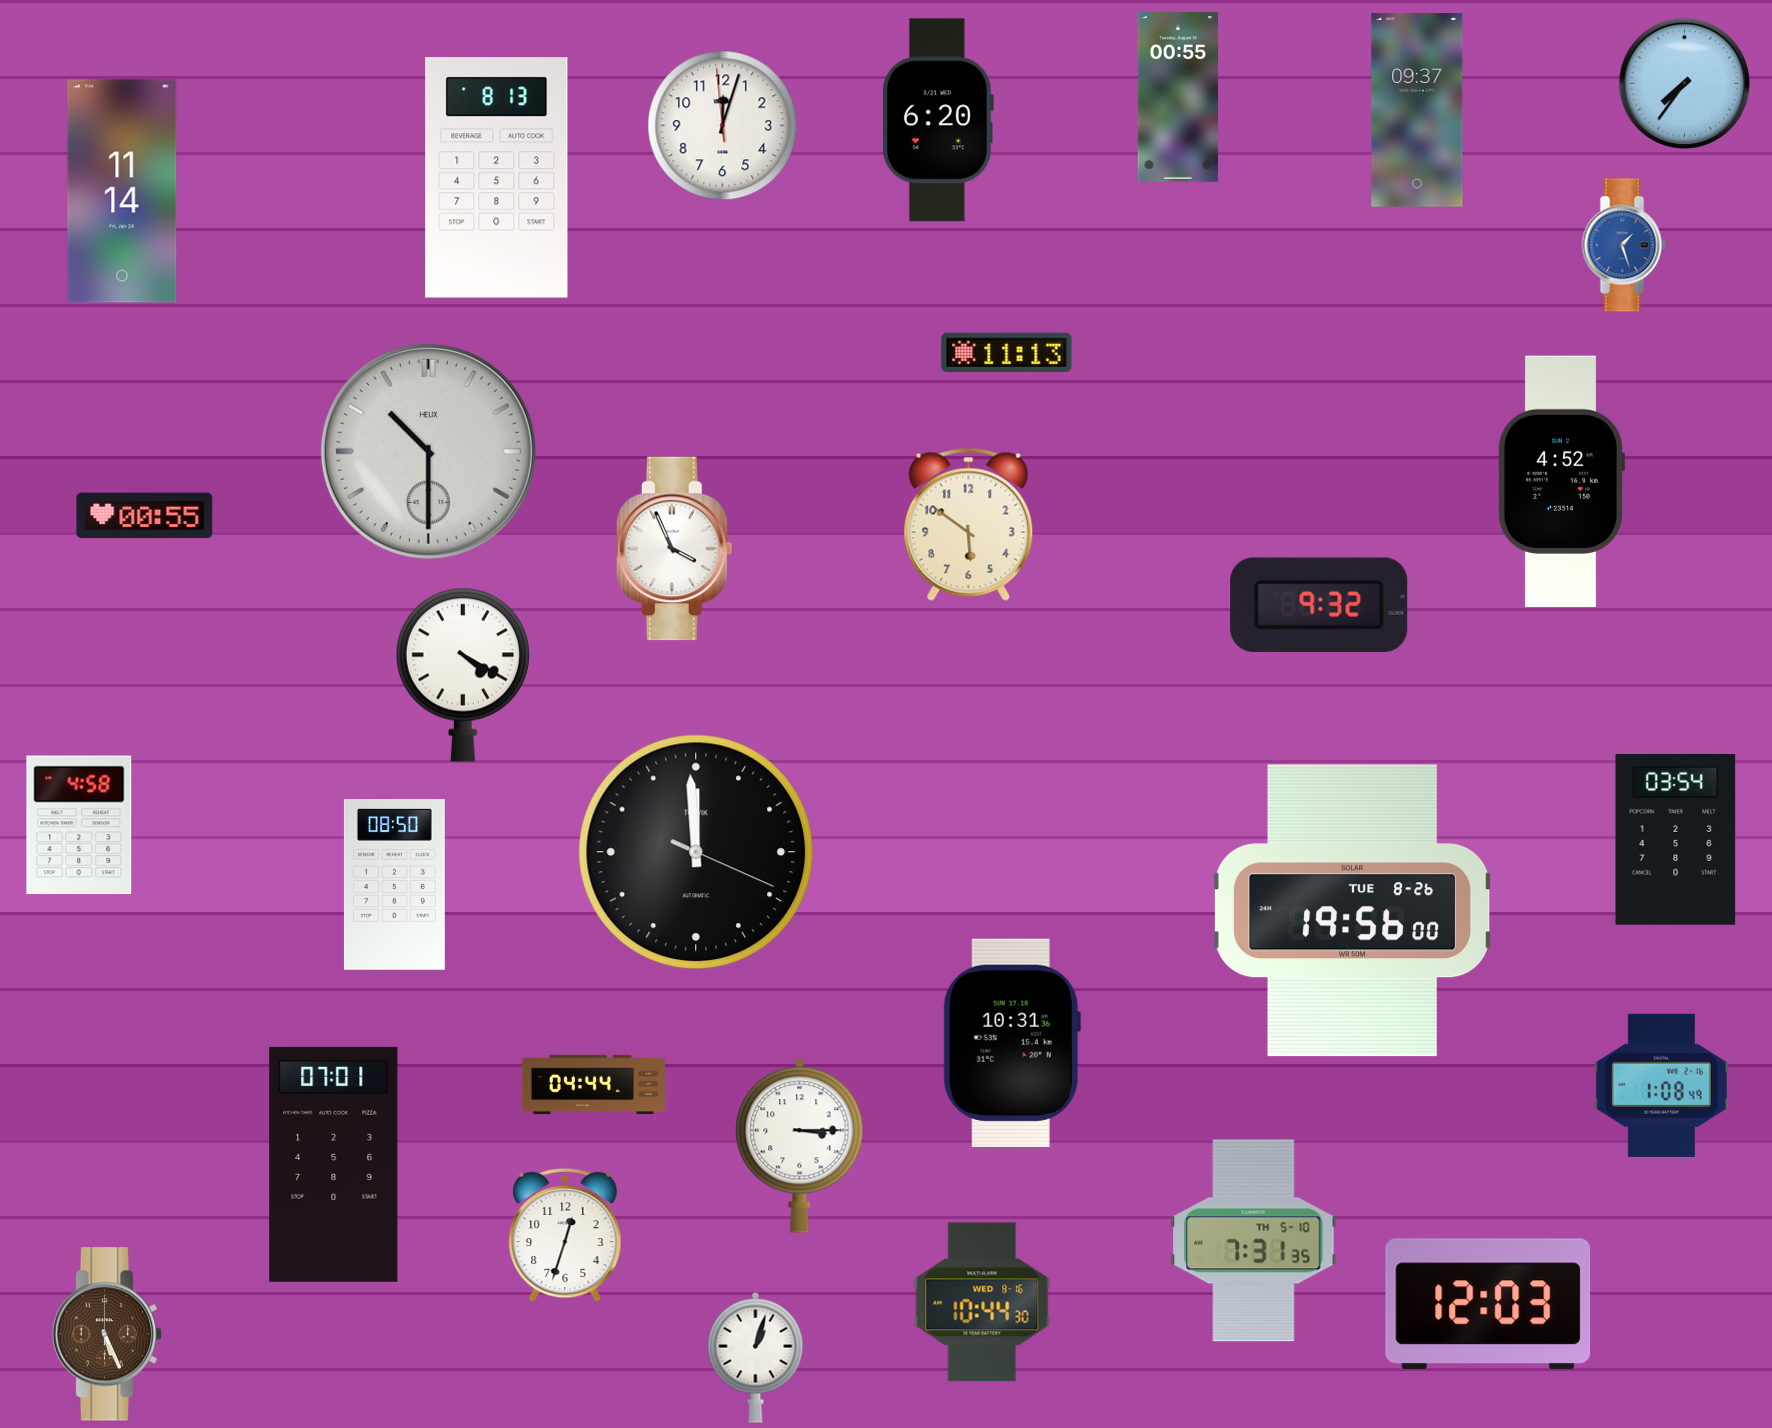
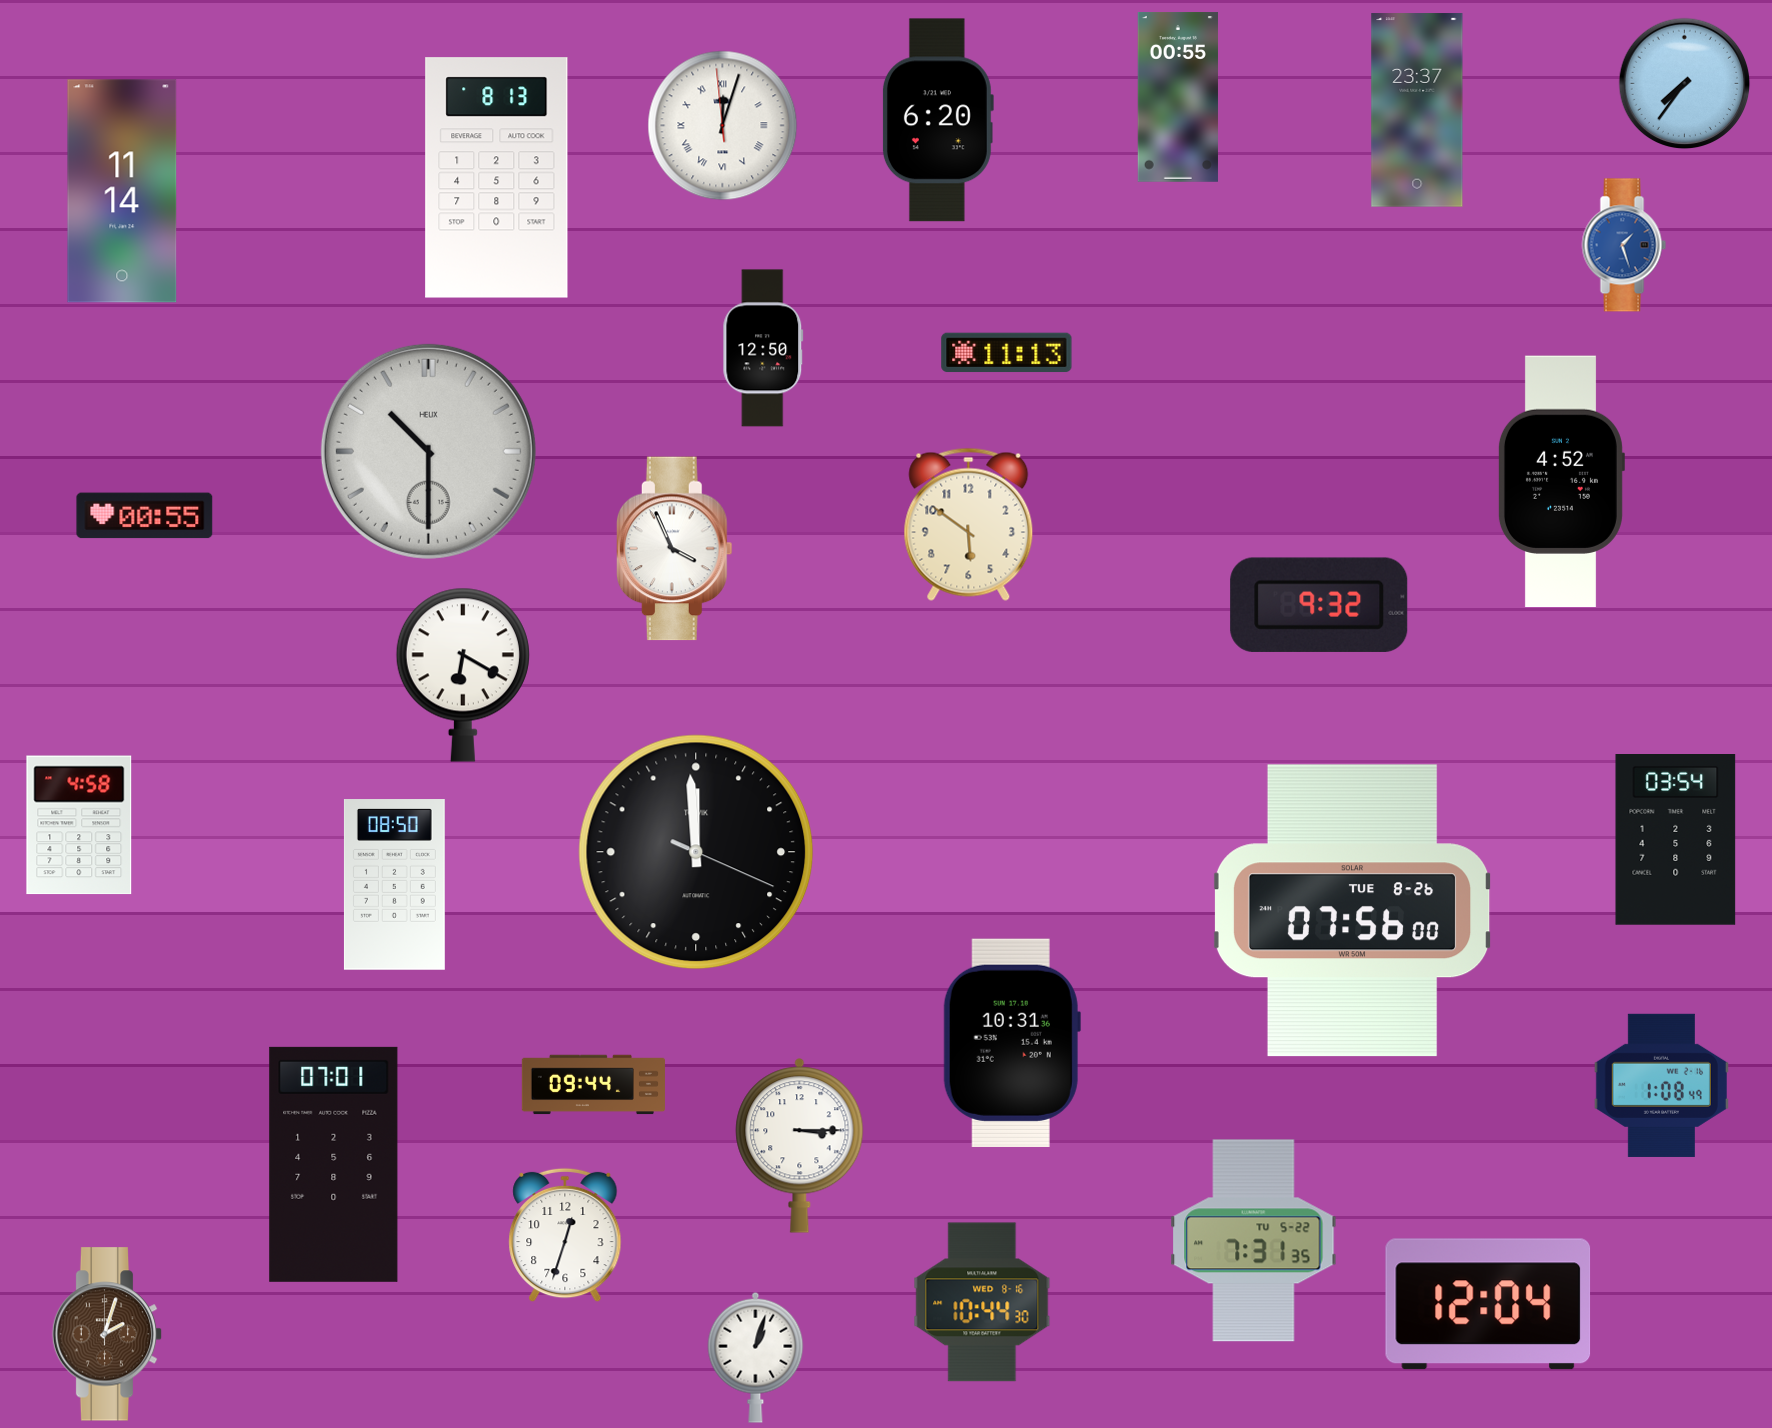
clock at (1417, 110): 09:37 -> 23:37
clock at (723, 126) numerals: Arabic -> Roman
clock at (763, 348): none -> 12:50
clock at (463, 675): 4:20 -> 6:20
clock at (1353, 911): 19:56 -> 07:56
clock at (593, 1085): 04:44 -> 09:44
clock at (1254, 1241) date: TH 5-10 -> TU 5-22
clock at (1488, 1304): 12:03 -> 12:04
clock at (107, 1334): 5:26 -> 2:03
